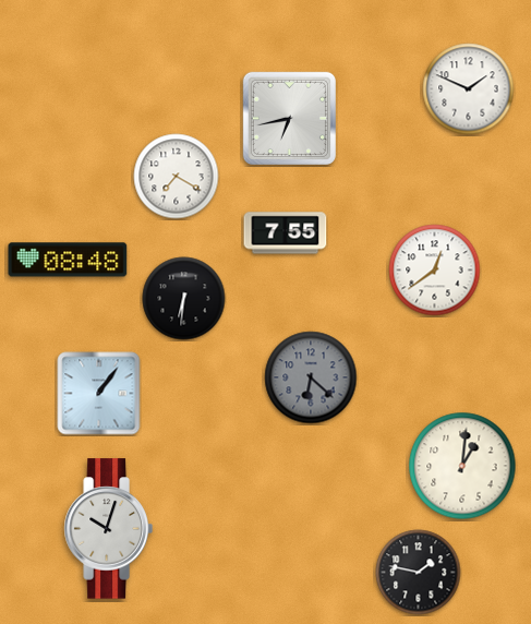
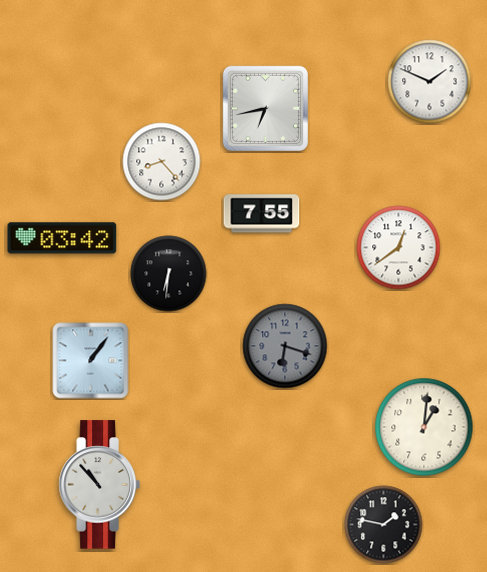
clock at (177, 177): 7:20 -> 8:23
clock at (68, 260): 08:48 -> 03:42
clock at (311, 377): 6:22 -> 6:18
clock at (108, 529): 10:03 -> 10:53
